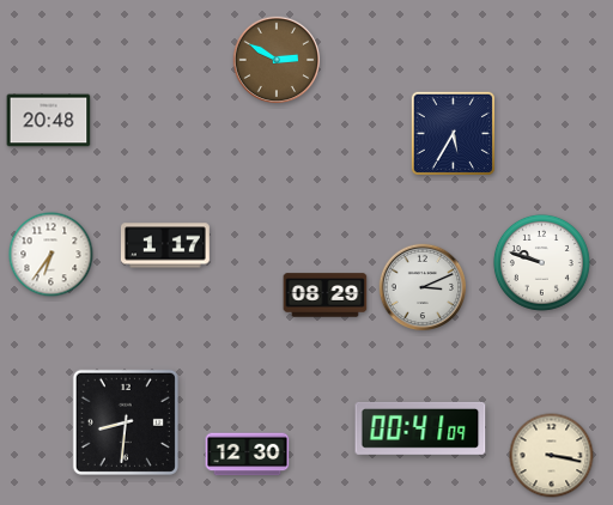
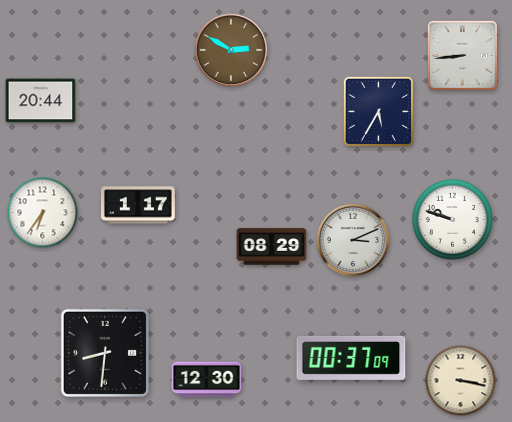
clock at (462, 55): none -> 8:44
clock at (49, 121): 20:48 -> 20:44
clock at (420, 428): 00:41 -> 00:37
